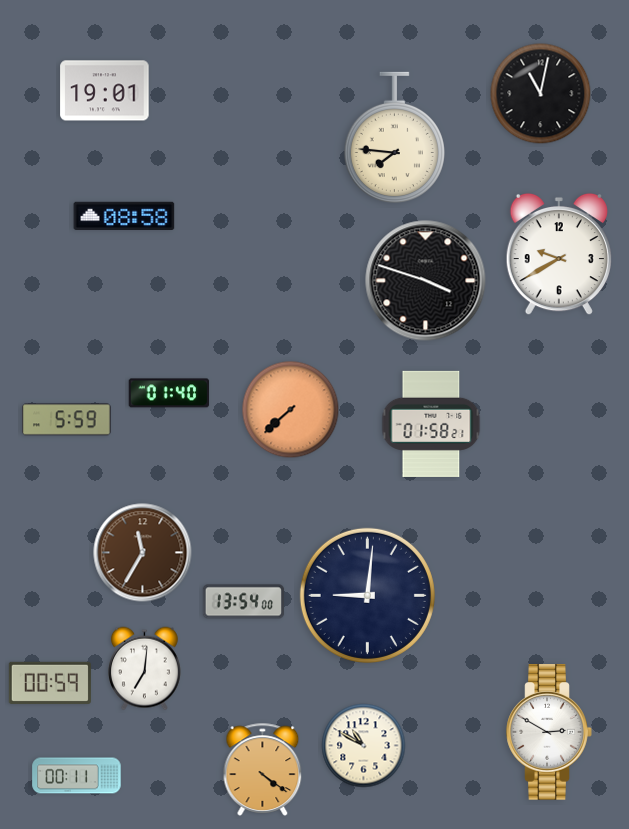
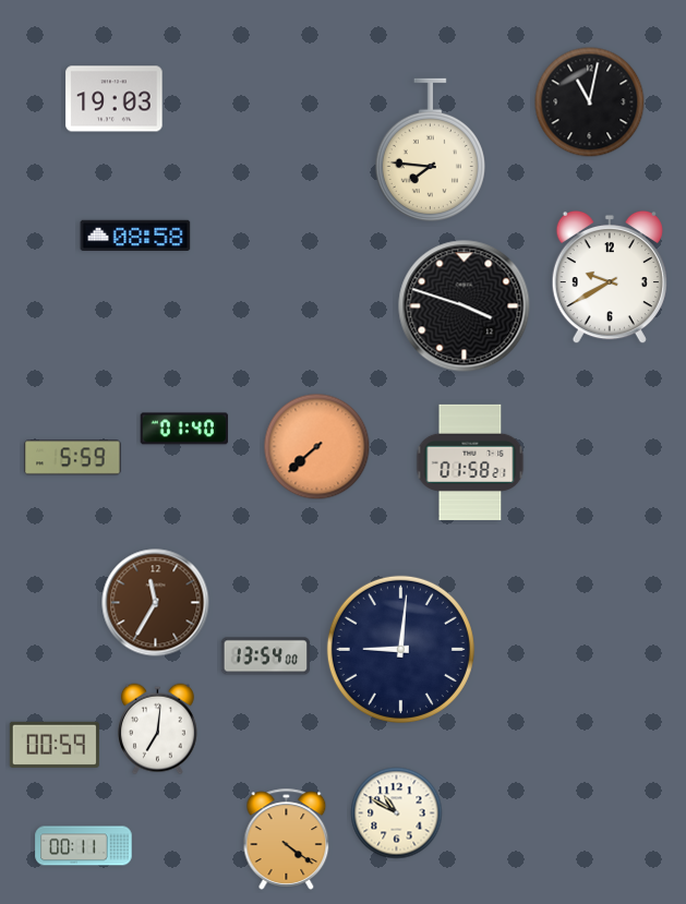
clock at (105, 91): 19:01 -> 19:03
clock at (549, 732): 2:50 -> none
